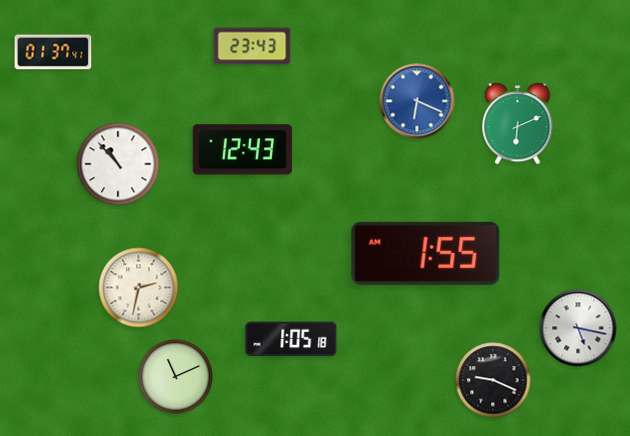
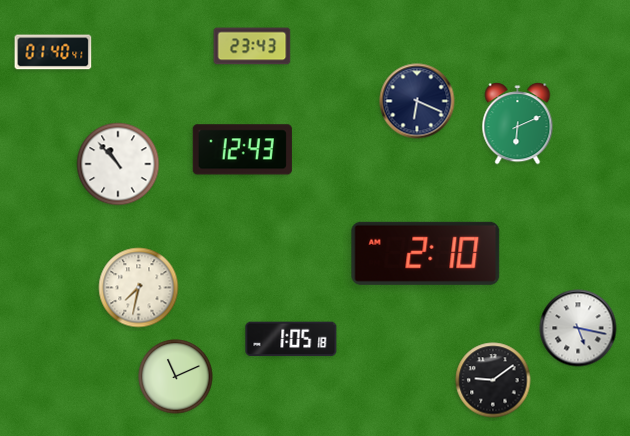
clock at (53, 52): 01:37 -> 01:40
clock at (417, 101) dial: blue -> navy
clock at (426, 253): 1:55 -> 2:10
clock at (139, 288): 2:32 -> 7:32
clock at (493, 380): 9:19 -> 9:09
